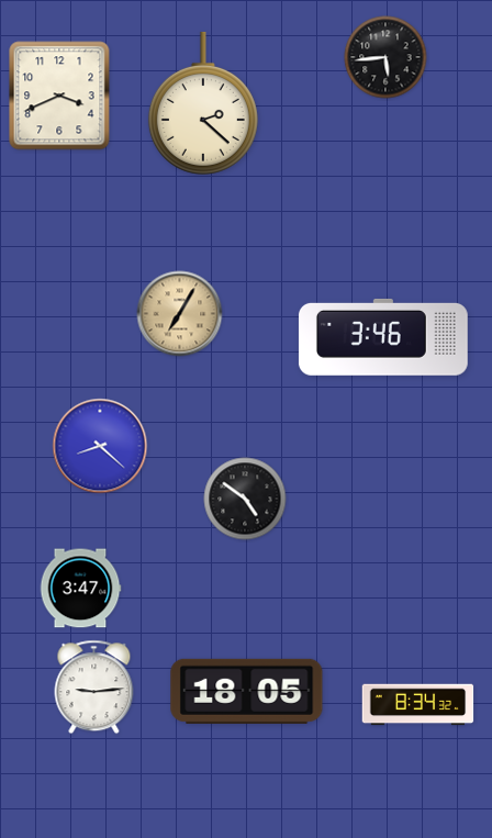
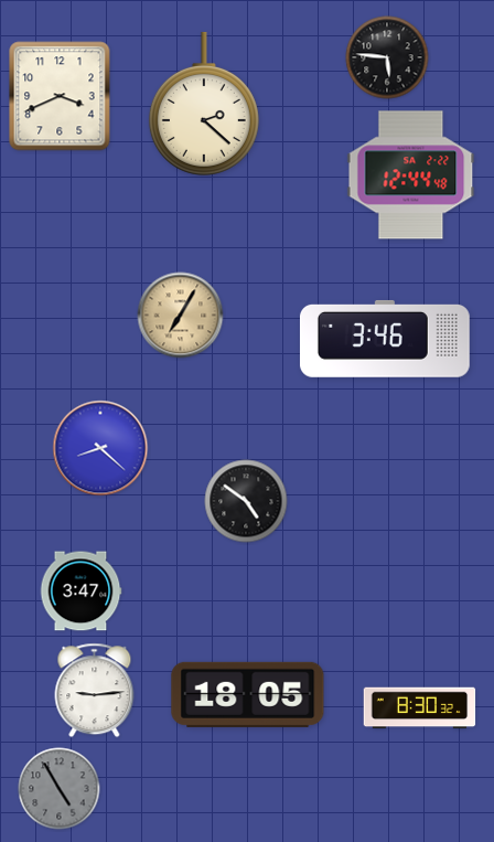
clock at (385, 57): 5:44 -> 5:46
clock at (411, 175): none -> 12:44
clock at (418, 705): 8:34 -> 8:30
clock at (60, 789): none -> 4:55
